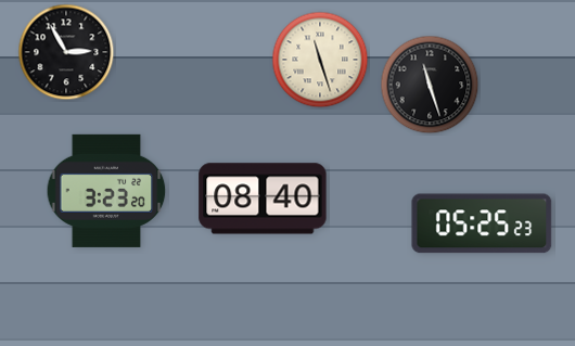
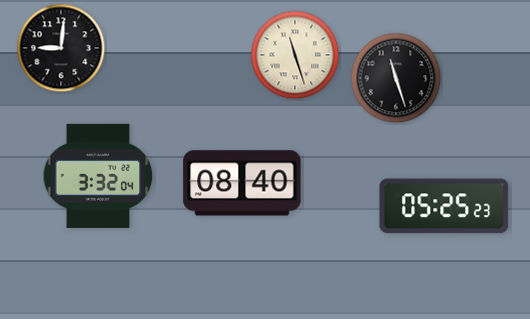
clock at (66, 52): 2:55 -> 9:01
clock at (106, 191): 3:23 -> 3:32
